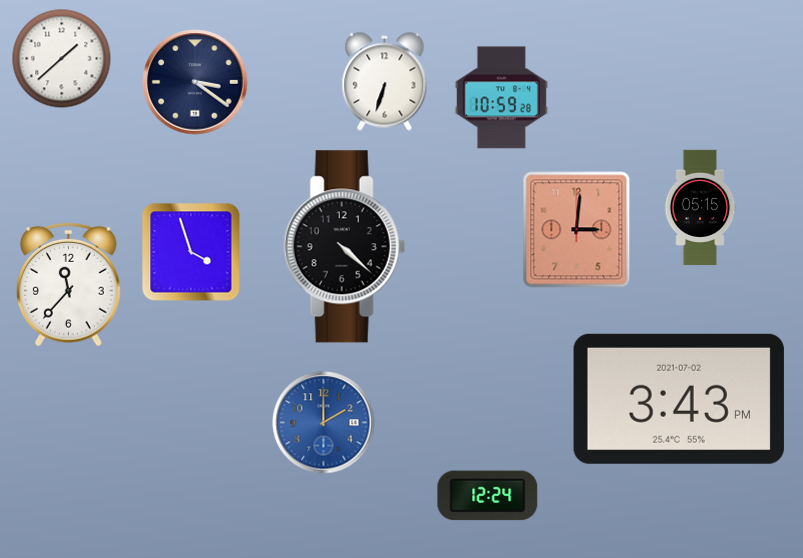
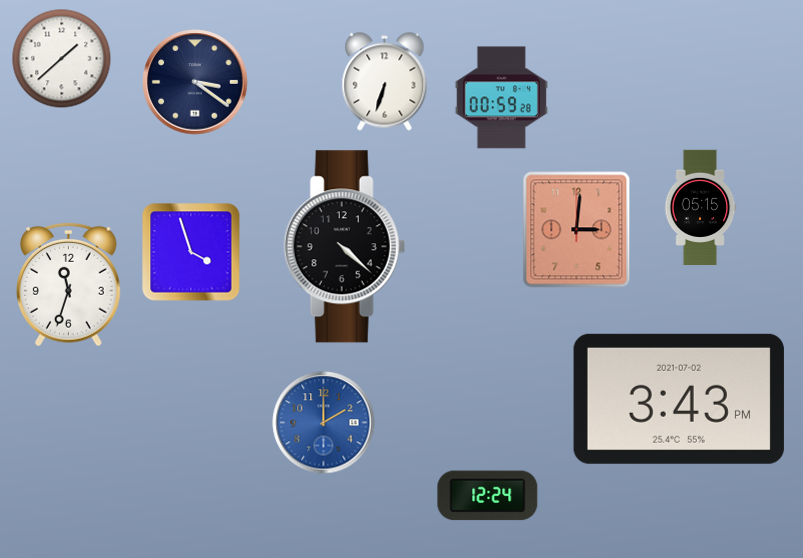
clock at (501, 98): 10:59 -> 00:59
clock at (69, 284): 11:37 -> 11:33
